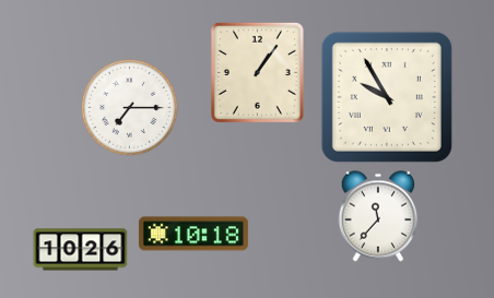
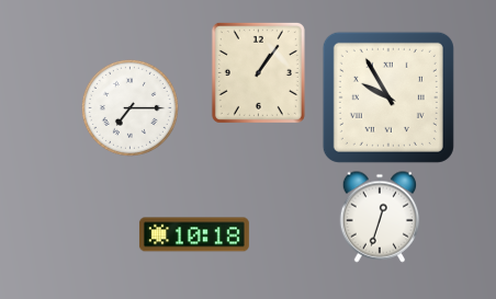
clock at (378, 216): 11:37 -> 12:33
clock at (81, 250): 10:26 -> none
